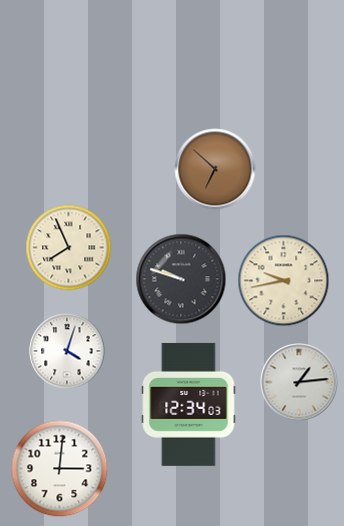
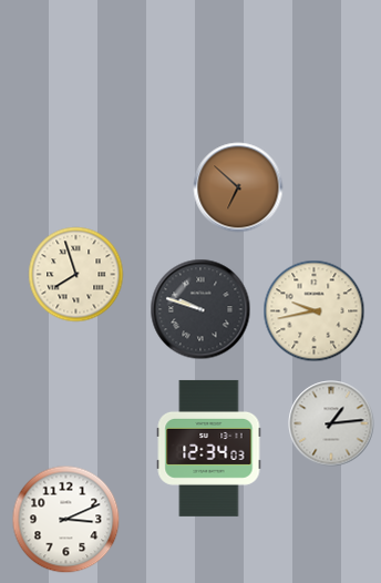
clock at (69, 248): 7:56 -> 7:57
clock at (67, 351): 4:03 -> none
clock at (60, 469): 3:01 -> 3:11
